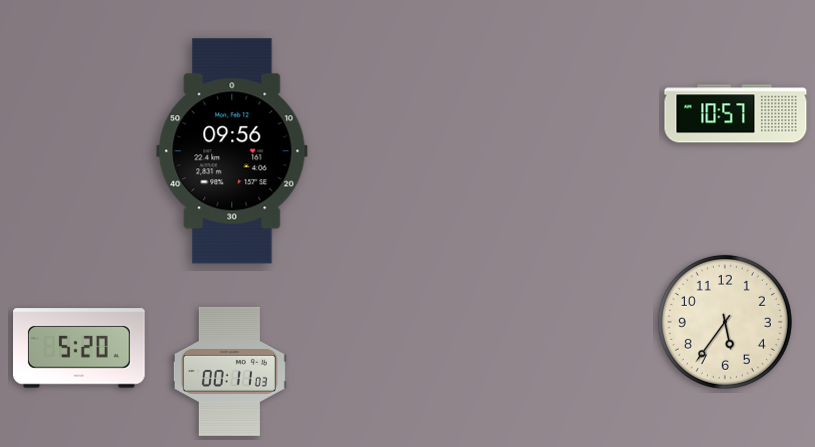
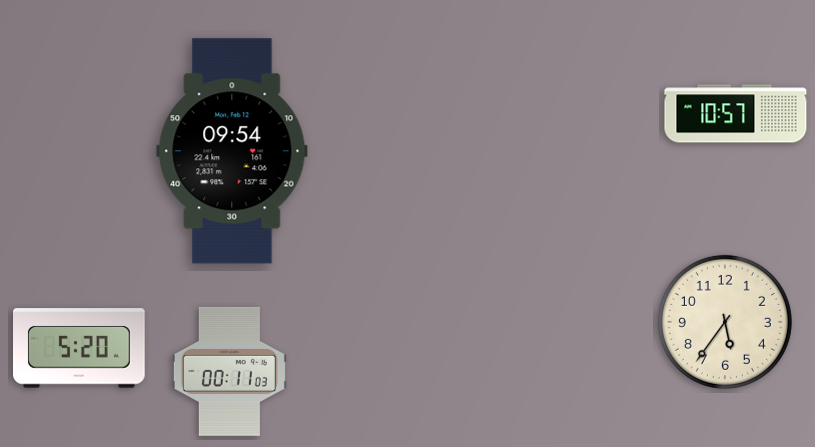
clock at (232, 151): 09:56 -> 09:54
